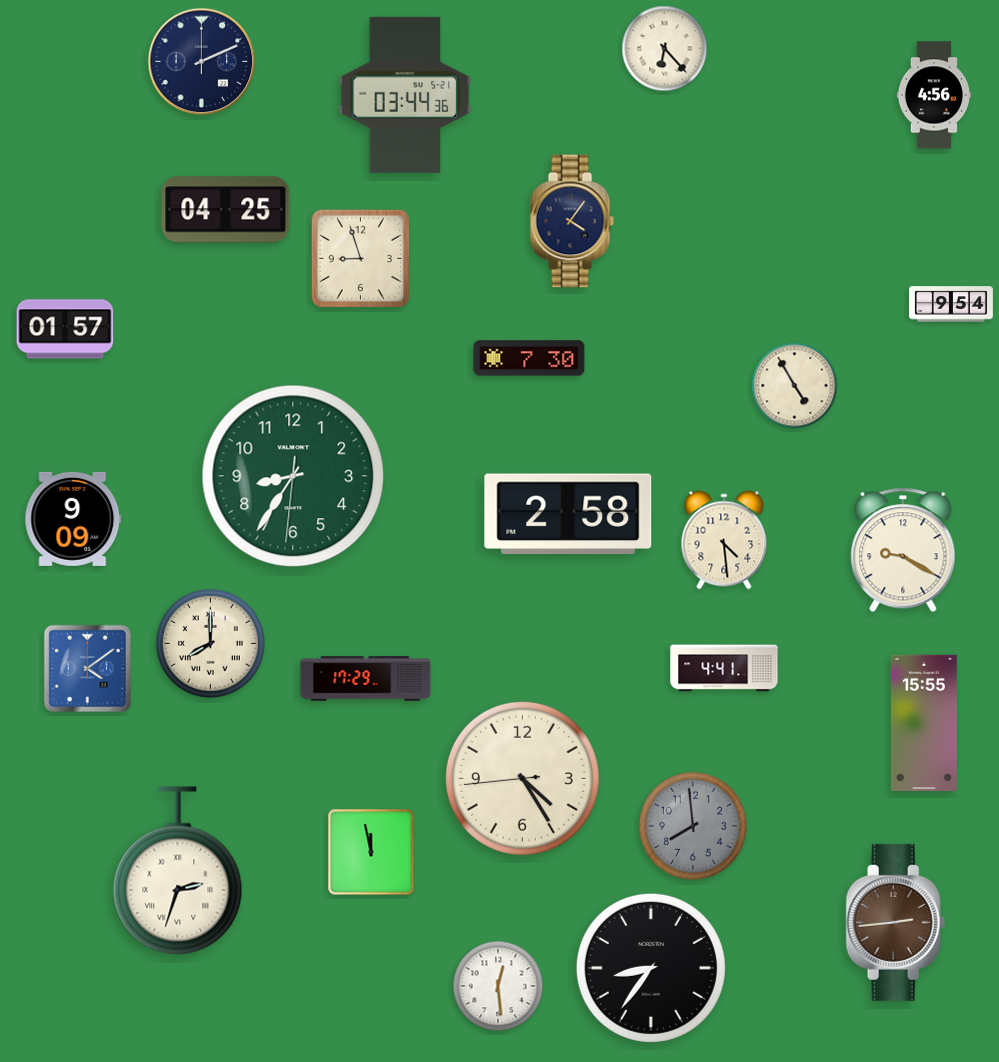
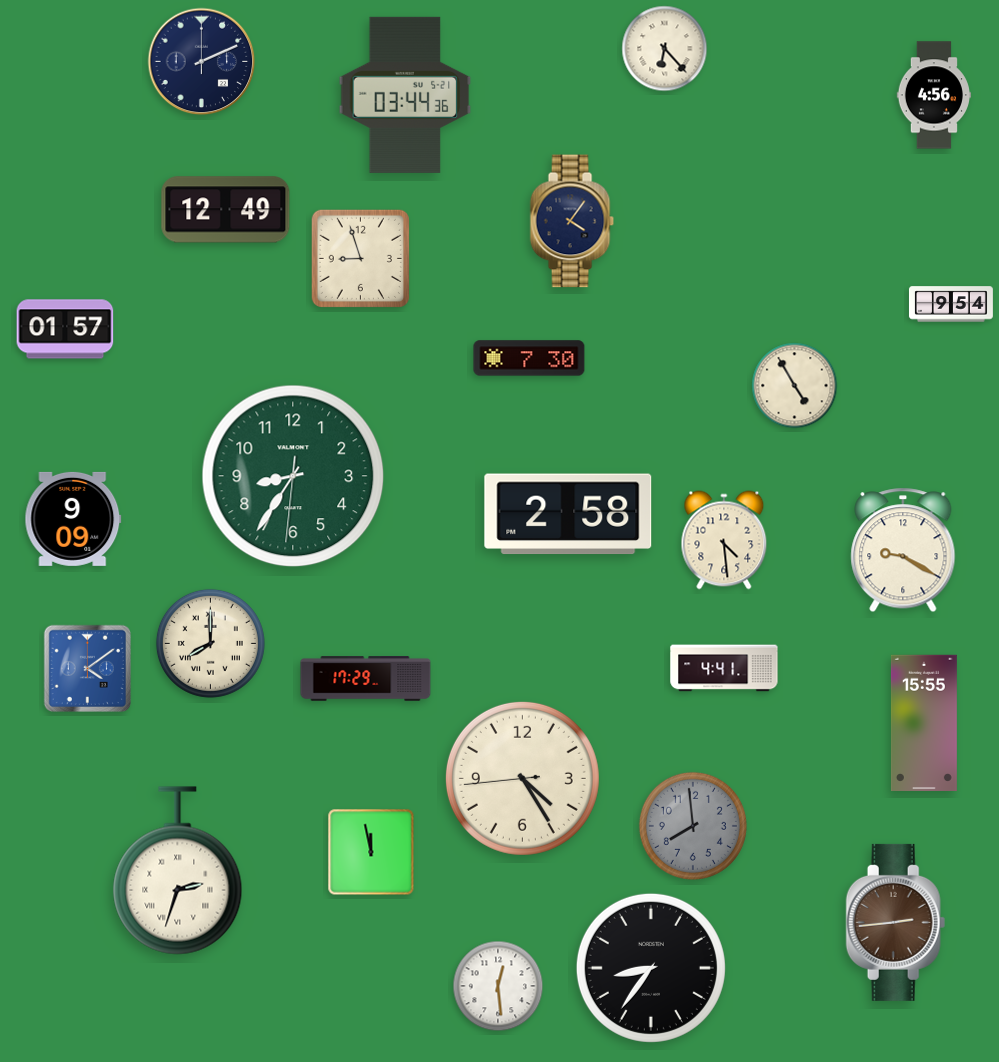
clock at (226, 210): 04:25 -> 12:49
